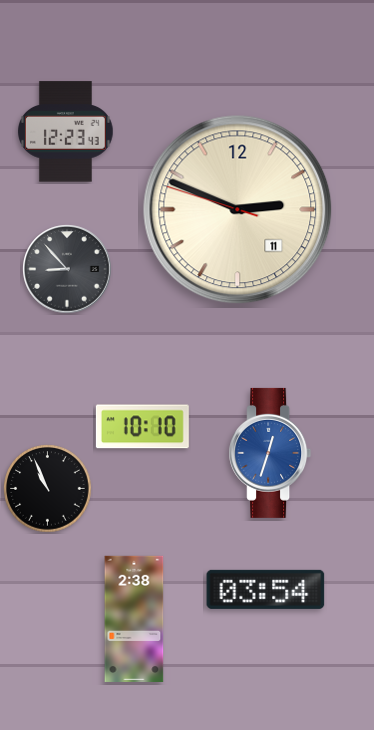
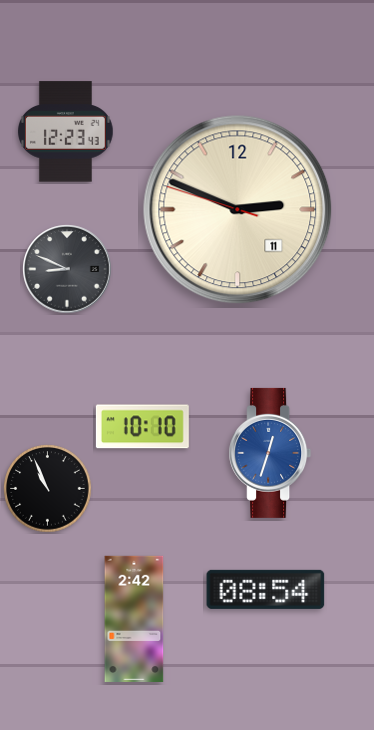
clock at (67, 269): 8:53 -> 8:49
clock at (266, 589): 03:54 -> 08:54
clock at (134, 619): 2:38 -> 2:42
